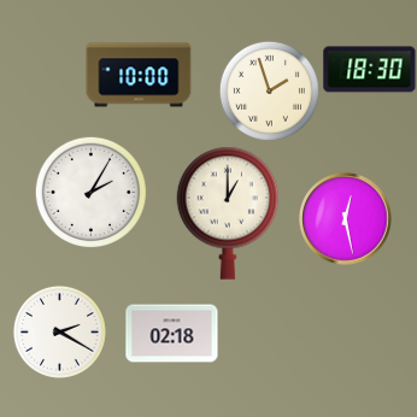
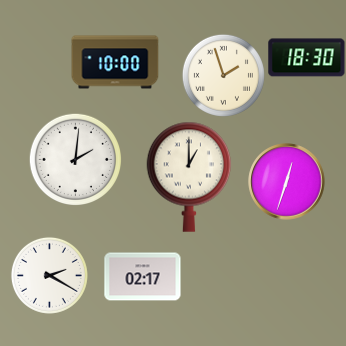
clock at (90, 192): 2:05 -> 2:01
clock at (346, 219): 12:28 -> 12:33
clock at (172, 334): 02:18 -> 02:17
